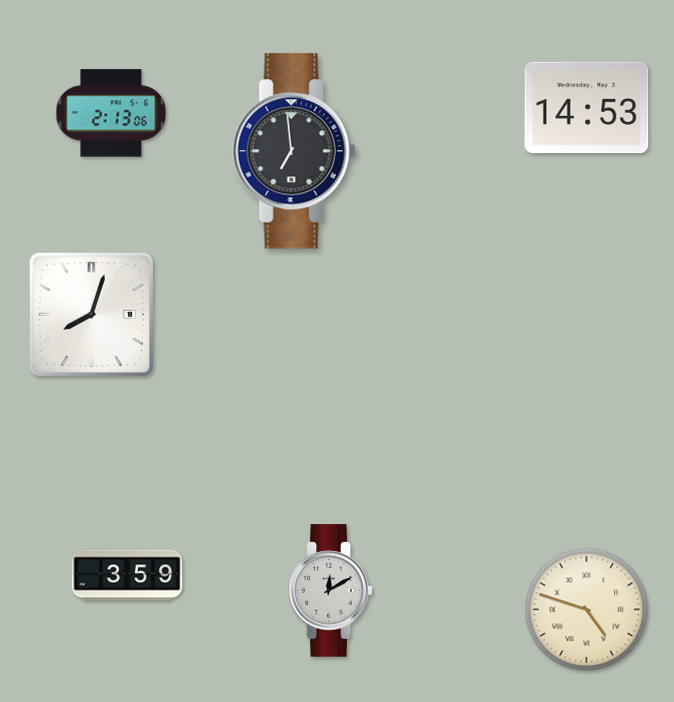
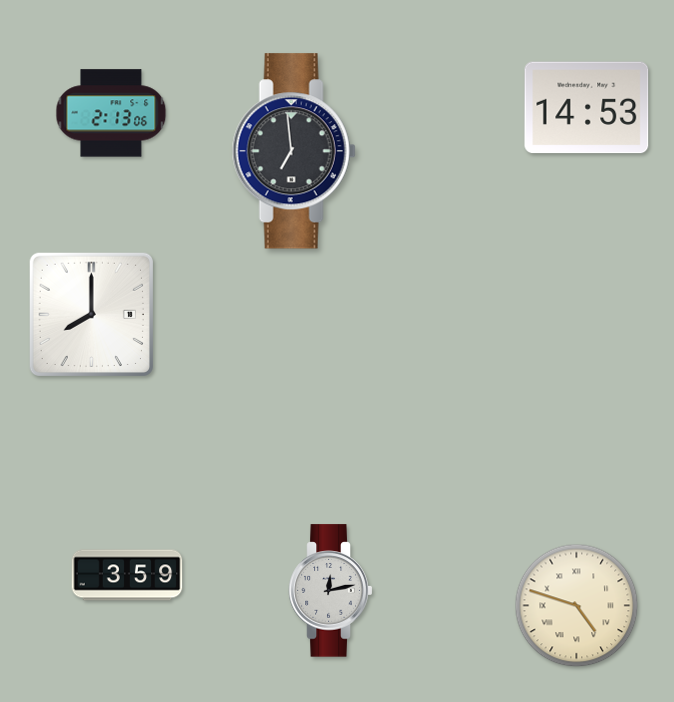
clock at (91, 314): 8:03 -> 8:00
clock at (331, 591): 12:10 -> 12:13
clock at (587, 610) position: (587, 610) -> (577, 606)
